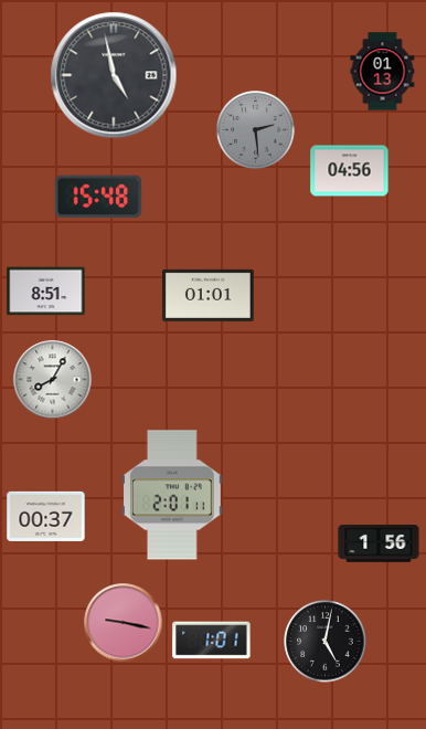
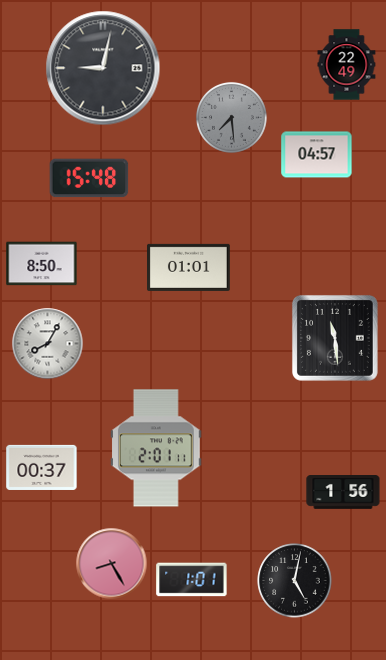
clock at (383, 72): 01:13 -> 22:49
clock at (114, 75): 4:58 -> 9:02
clock at (256, 130): 2:29 -> 7:29
clock at (350, 171): 04:56 -> 04:57
clock at (46, 292): 8:51 -> 8:50
clock at (335, 338): none -> 11:29
clock at (124, 623): 9:17 -> 8:25
